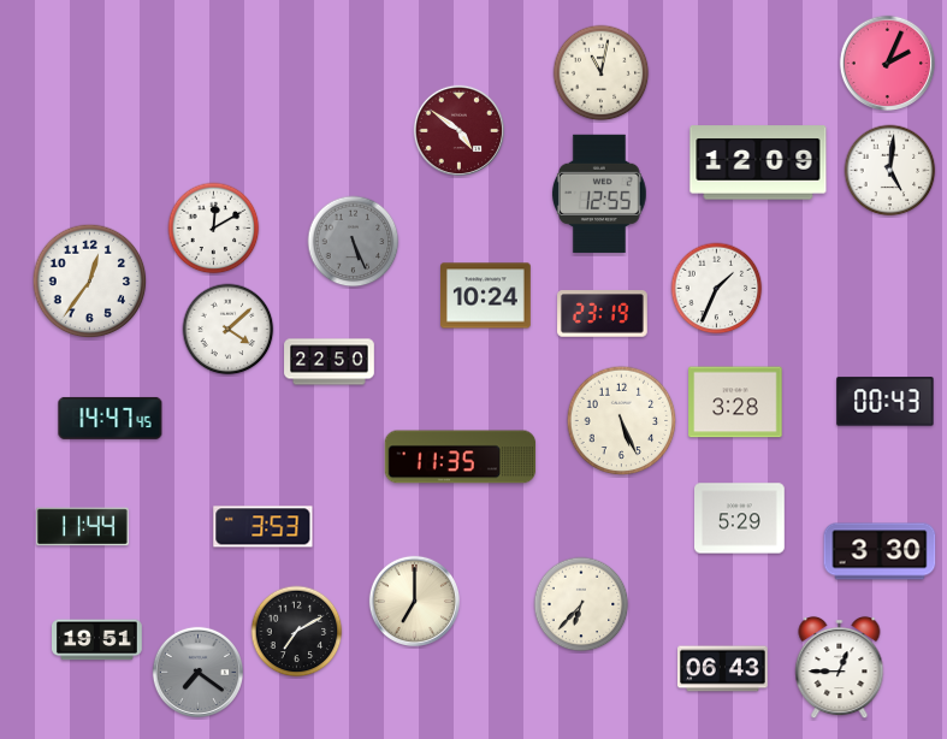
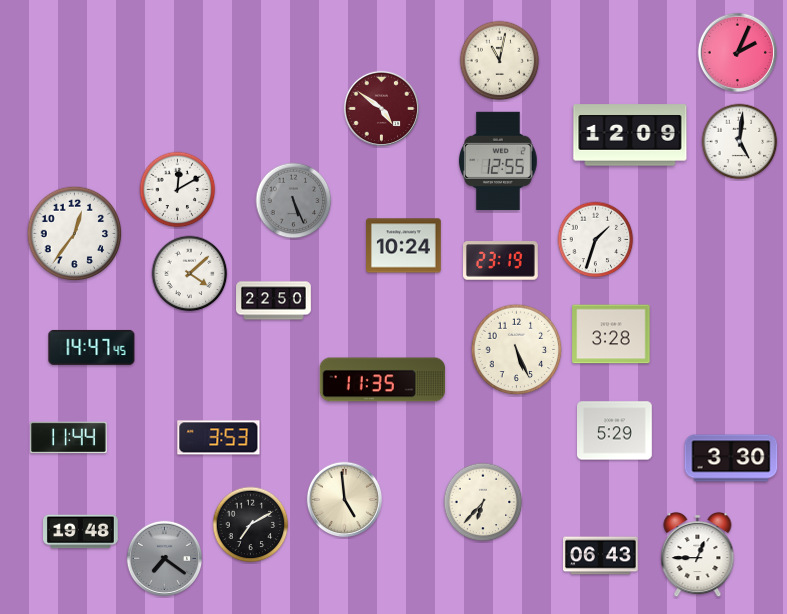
clock at (717, 289): 1:34 -> 1:33
clock at (886, 402): 00:43 -> none
clock at (414, 601): 7:00 -> 4:59
clock at (297, 632) position: (297, 632) -> (251, 525)
clock at (97, 640): 19:51 -> 19:48
